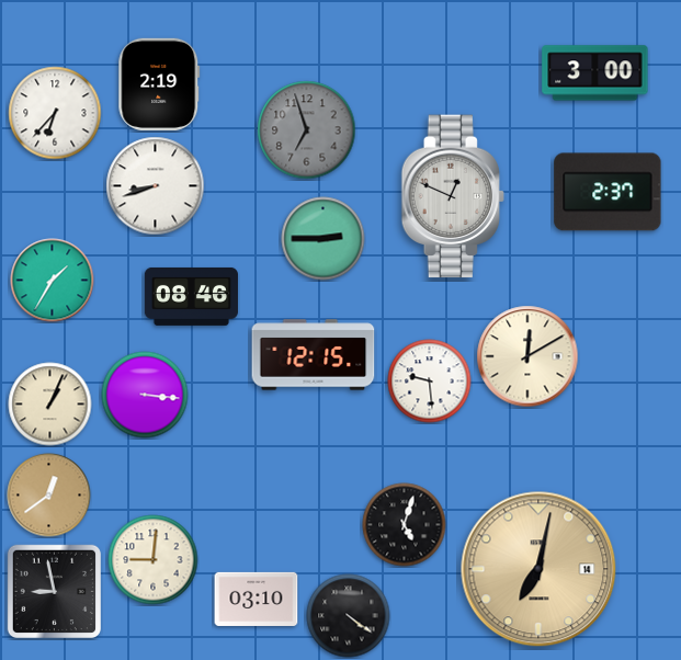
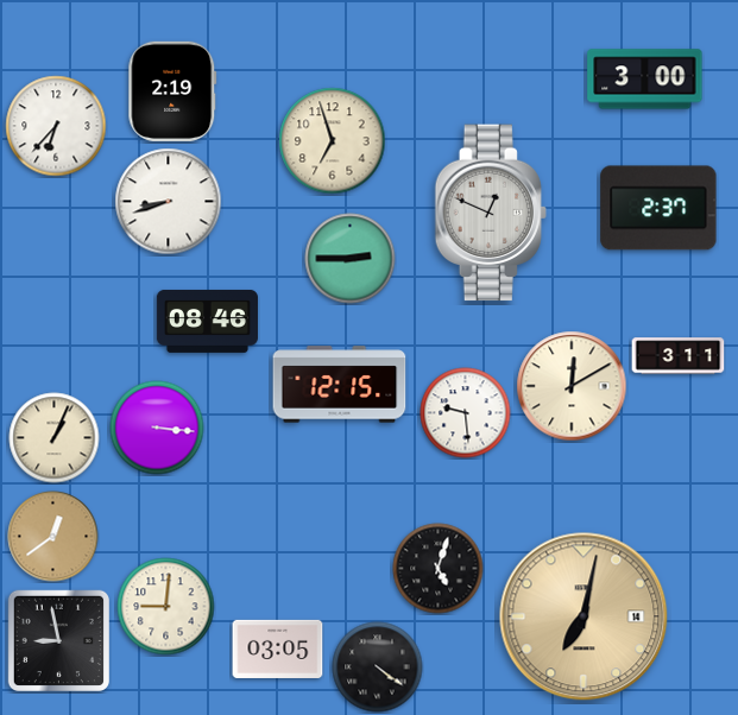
clock at (55, 113) position: (55, 113) -> (56, 126)
clock at (307, 130) dial: grey -> cream
clock at (53, 281): 1:35 -> none
clock at (679, 356): none -> 3:11
clock at (257, 599): 03:10 -> 03:05
